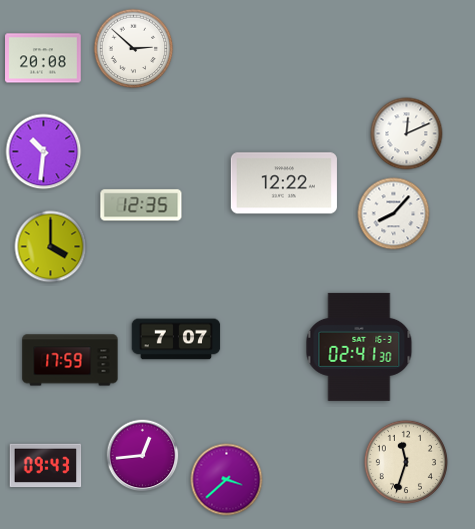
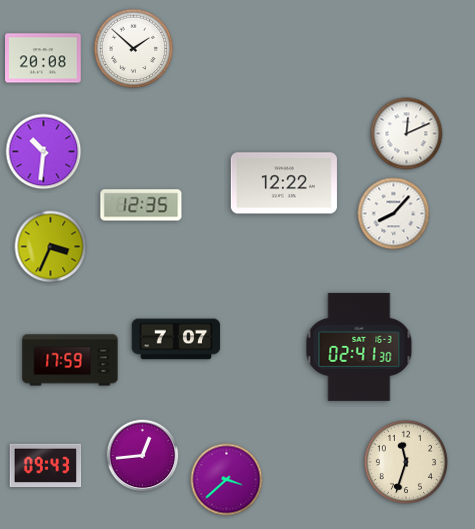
clock at (134, 49): 2:52 -> 1:52
clock at (51, 247): 4:00 -> 3:34
